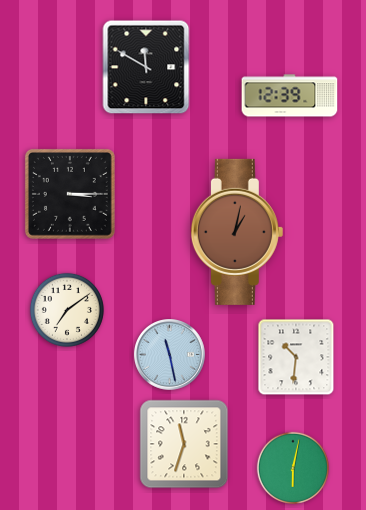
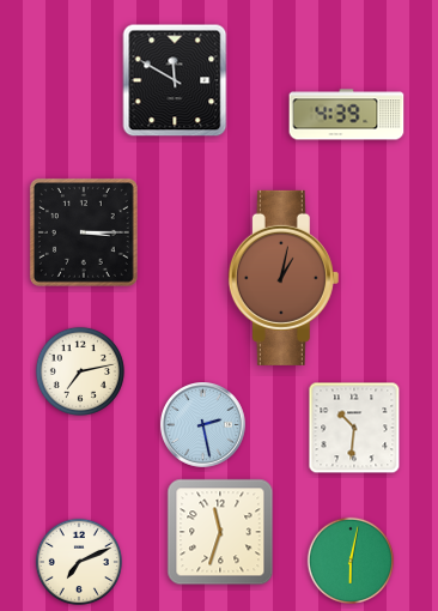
clock at (290, 96): 12:39 -> 4:39
clock at (67, 310): 7:09 -> 7:13
clock at (170, 355): 11:28 -> 2:28
clock at (78, 561): none -> 7:11
